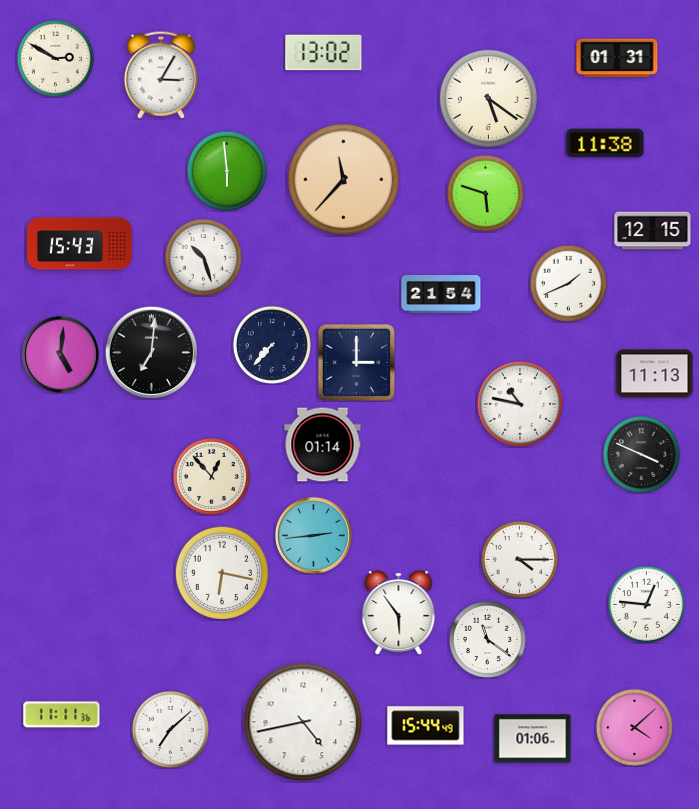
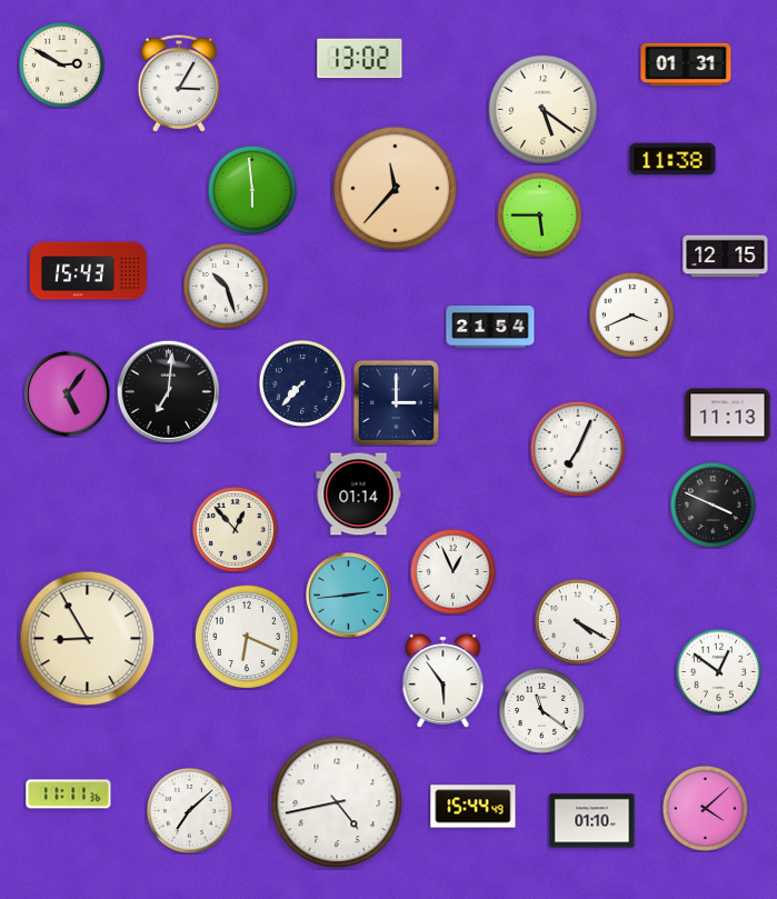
clock at (344, 180) position: (344, 180) -> (396, 189)
clock at (485, 193): 5:48 -> 5:45
clock at (568, 283): 1:41 -> 3:41
clock at (61, 355): 5:01 -> 5:06
clock at (520, 404): 10:47 -> 7:04
clock at (452, 571): none -> 12:56
clock at (519, 559): 4:15 -> 4:20
clock at (221, 572): 6:17 -> 6:19
clock at (88, 639): none -> 8:55
clock at (646, 604): 12:46 -> 12:51
clock at (533, 739): 01:06 -> 01:10
